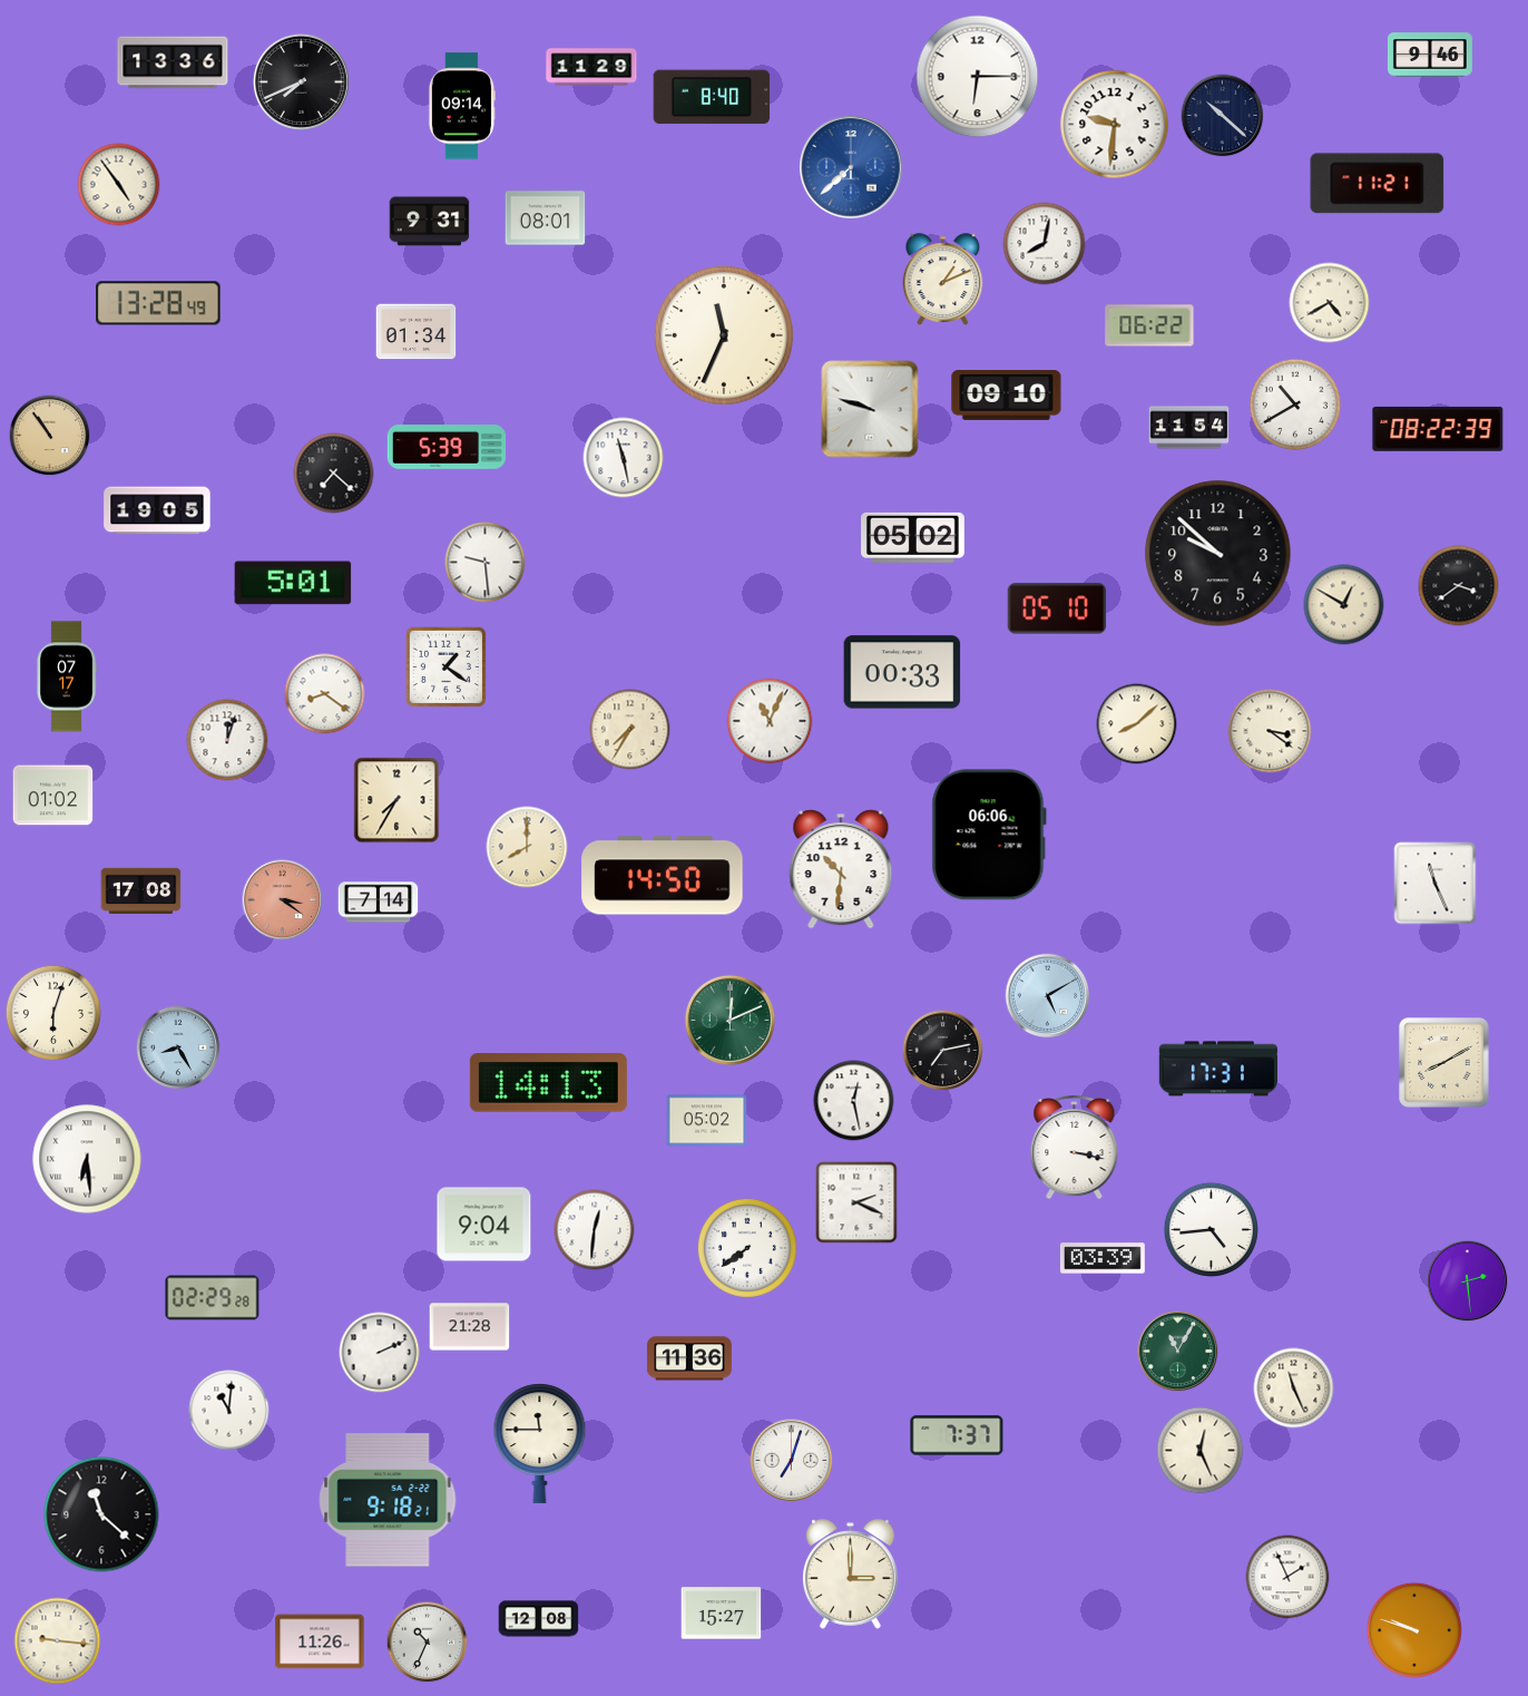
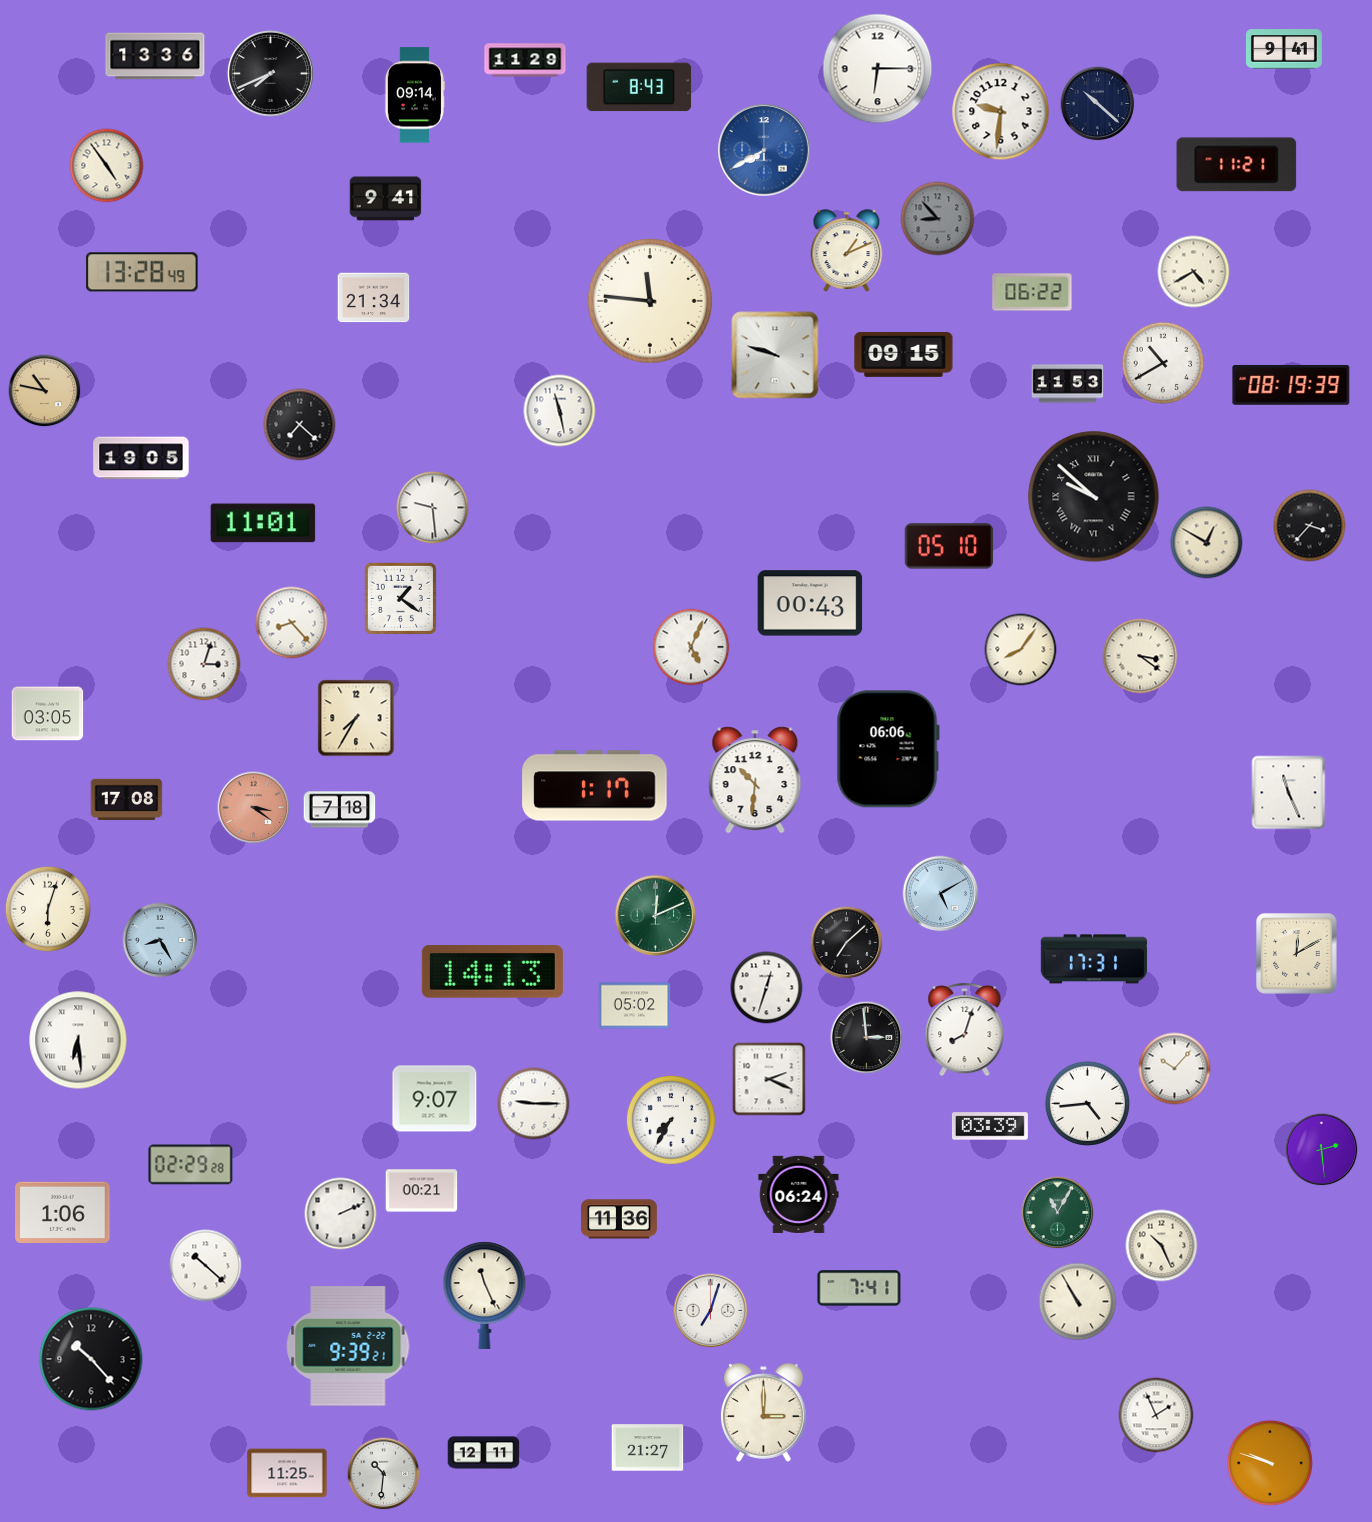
clock at (1431, 55): 9:46 -> 9:41
clock at (591, 67) position: (591, 67) -> (525, 60)
clock at (712, 97): 8:40 -> 8:43
clock at (851, 167): 7:38 -> 7:40
clock at (546, 218): 08:01 -> none
clock at (430, 222): 9:31 -> 9:41
clock at (1045, 244): 8:02 -> 8:53
clock at (1045, 244) dial: white -> grey
clock at (417, 332): 01:34 -> 21:34
clock at (724, 335): 11:34 -> 11:46
clock at (1007, 396): 09:10 -> 09:15
clock at (870, 409) position: (870, 409) -> (775, 355)
clock at (1189, 428): 11:54 -> 11:53
clock at (1438, 429): 08:22 -> 08:19
clock at (50, 436): 10:54 -> 10:47
clock at (445, 448): 5:39 -> none
clock at (913, 537): 05:02 -> none
clock at (1218, 554) numerals: Arabic -> Roman
clock at (486, 563) position: (486, 563) -> (433, 508)
clock at (293, 583): 5:01 -> 11:01
clock at (1459, 586): 3:39 -> 3:37
clock at (902, 672): 00:33 -> 00:43
clock at (67, 676): 07:17 -> none
clock at (325, 694): 8:21 -> 8:23
clock at (770, 721): 11:04 -> 5:04
clock at (1137, 724): 8:08 -> 8:06
clock at (630, 730): 7:35 -> none
clock at (227, 740): 12:03 -> 3:03
clock at (53, 796): 01:02 -> 03:05
clock at (527, 847): 8:00 -> none
clock at (663, 876): 14:50 -> 1:17
clock at (379, 903): 7:14 -> 7:18
clock at (943, 1051): 7:13 -> 7:08
clock at (1444, 1063): 8:10 -> 12:10
clock at (854, 1101): 12:28 -> 12:33
clock at (1075, 1148): 3:17 -> 8:03
clock at (867, 1038): none -> 2:59
clock at (1175, 1069): none -> 10:07
clock at (484, 1225): 9:04 -> 9:07
clock at (595, 1230): 12:31 -> 9:15
clock at (747, 1248): 7:39 -> 7:35
clock at (1103, 1258) position: (1103, 1258) -> (990, 1126)
clock at (1468, 1281) position: (1468, 1281) -> (1322, 1150)
clock at (470, 1327): 21:28 -> 00:21
clock at (799, 1194): none -> 06:24
clock at (63, 1212): none -> 1:06
clock at (1294, 1388): 11:26 -> 10:26
clock at (229, 1411): 11:01 -> 10:22
clock at (957, 1435): 7:37 -> 7:41
clock at (540, 1443): 11:45 -> 11:26
clock at (1201, 1451): 12:26 -> 10:55
clock at (388, 1500): 9:18 -> 9:39
clock at (101, 1514): 11:22 -> 10:23
clock at (722, 1614): 15:27 -> 21:27
clock at (539, 1619): 12:08 -> 12:11
clock at (58, 1641): 9:16 -> none
clock at (320, 1641): 11:26 -> 11:25
clock at (428, 1643): 10:34 -> 10:31
